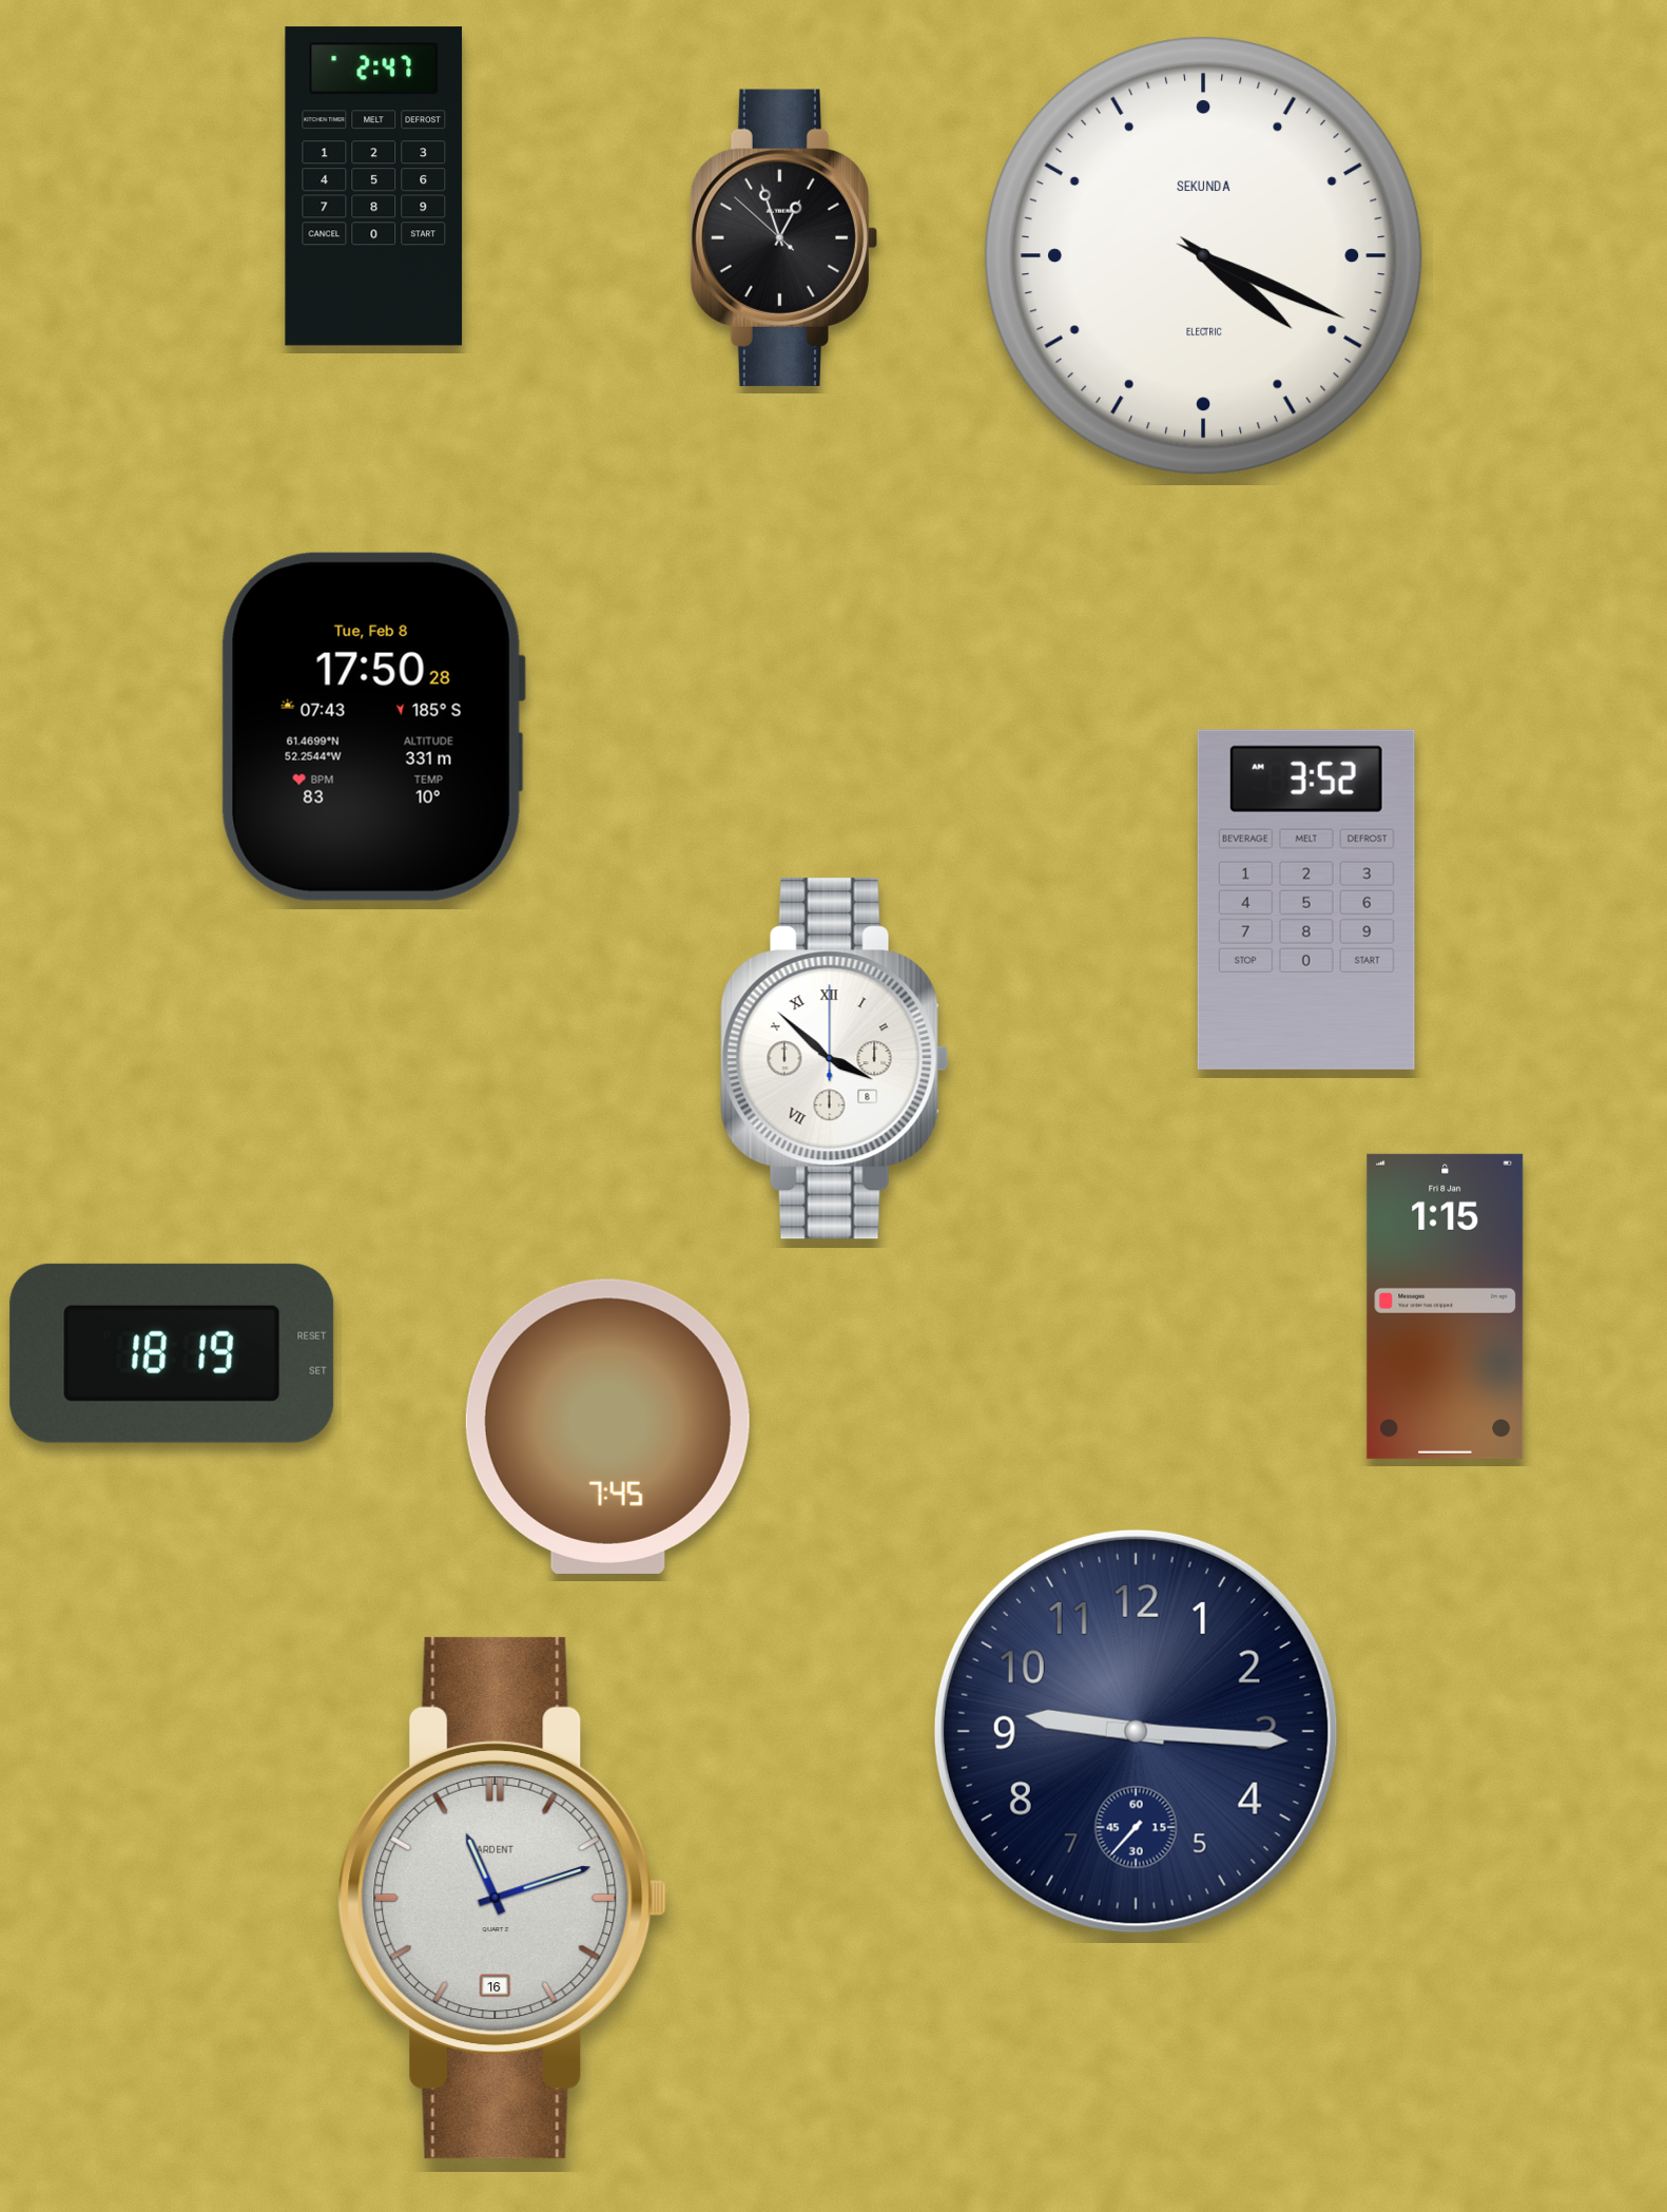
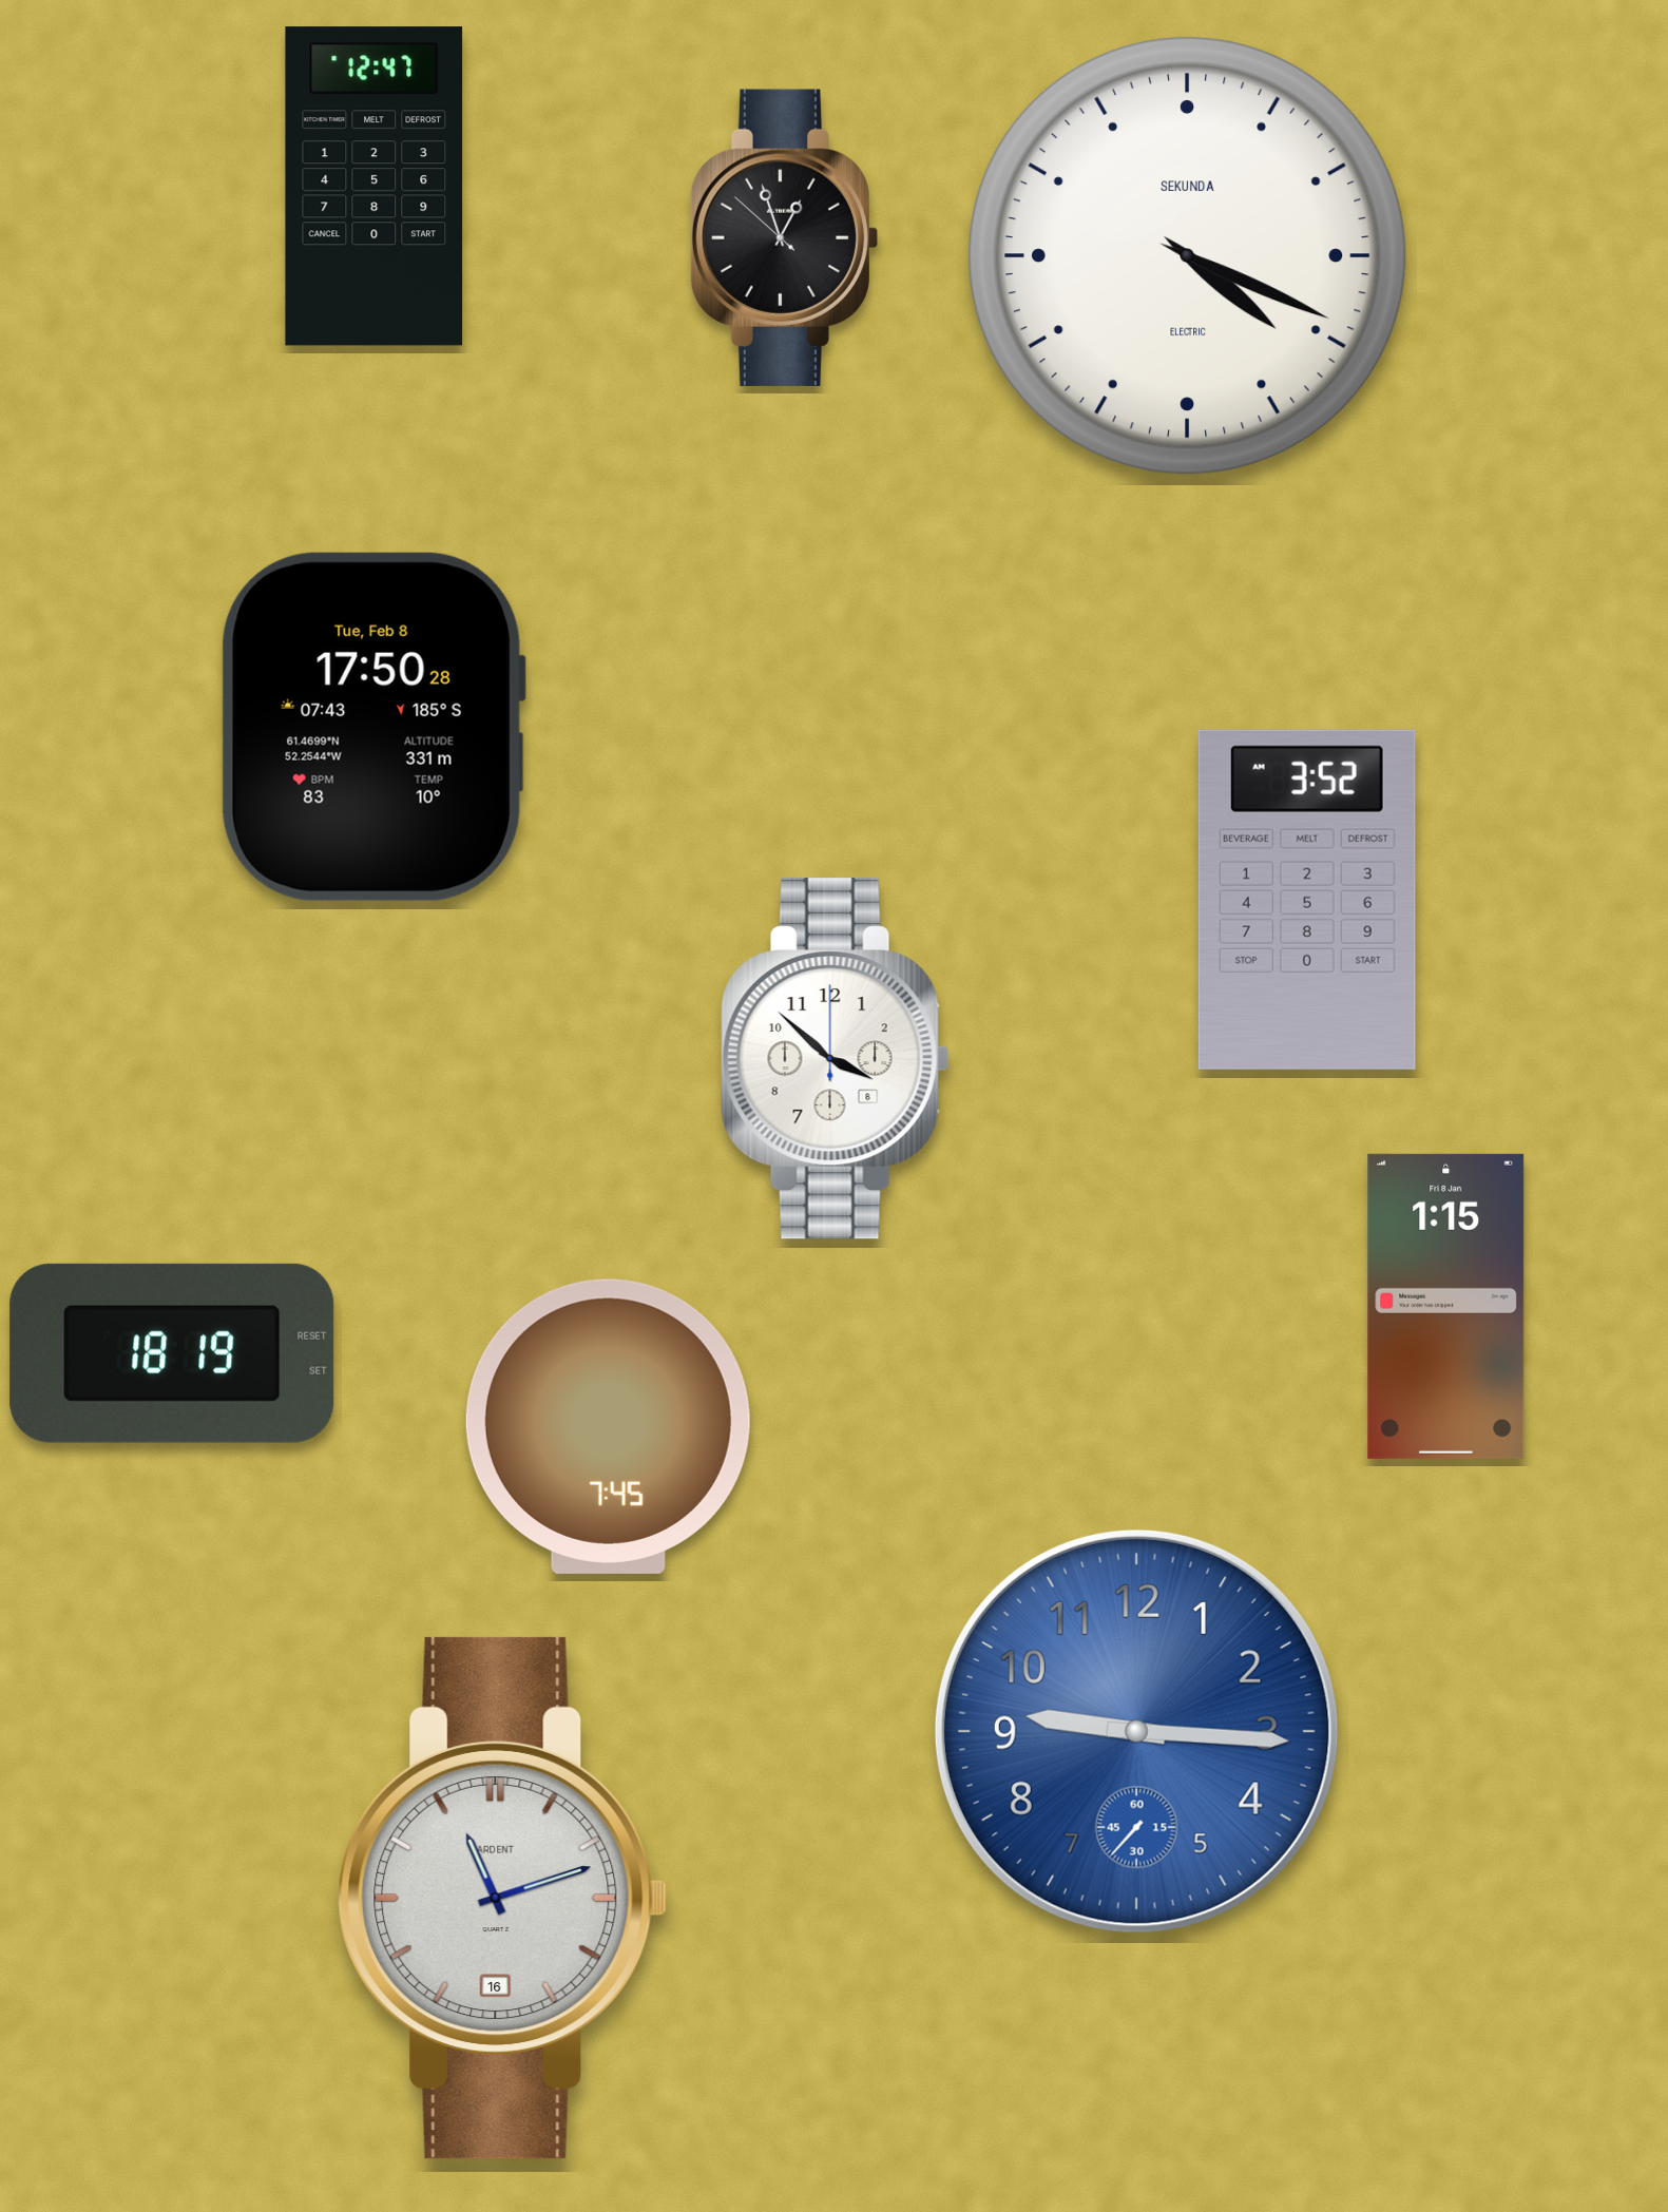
clock at (374, 187): 2:47 -> 12:47
clock at (1203, 255) position: (1203, 255) -> (1187, 255)
clock at (835, 1059) numerals: Roman -> Arabic
clock at (1136, 1731) dial: navy -> blue
